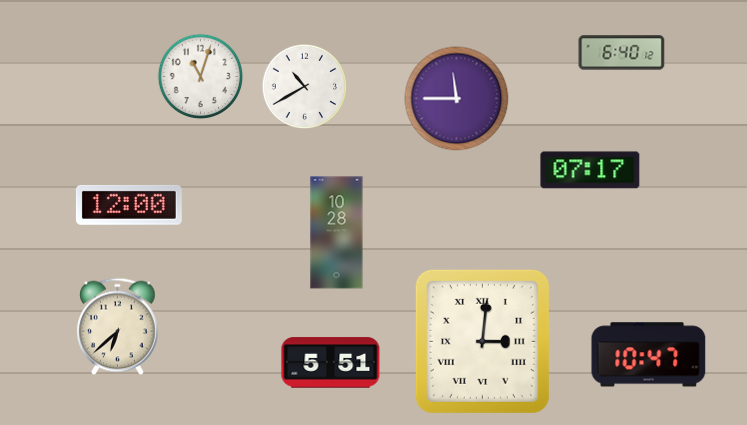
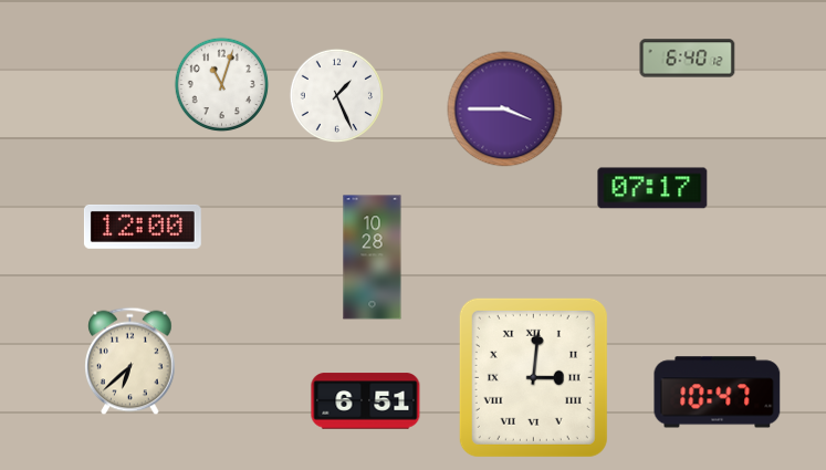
clock at (305, 87): 10:40 -> 1:26
clock at (457, 99): 11:45 -> 3:45
clock at (331, 363): 5:51 -> 6:51
